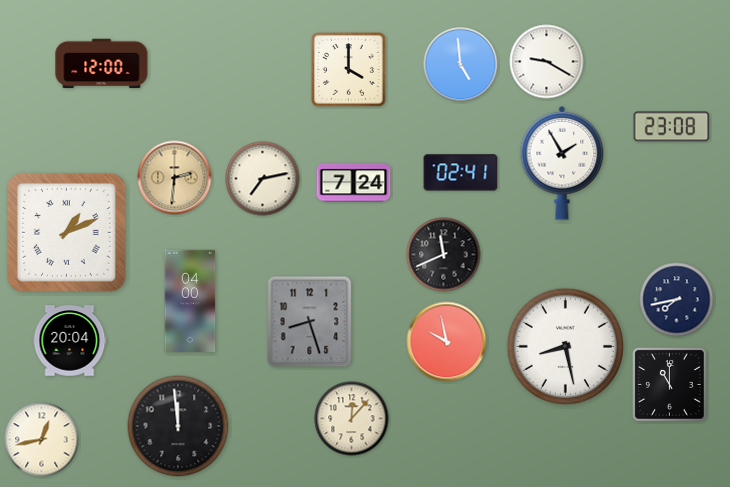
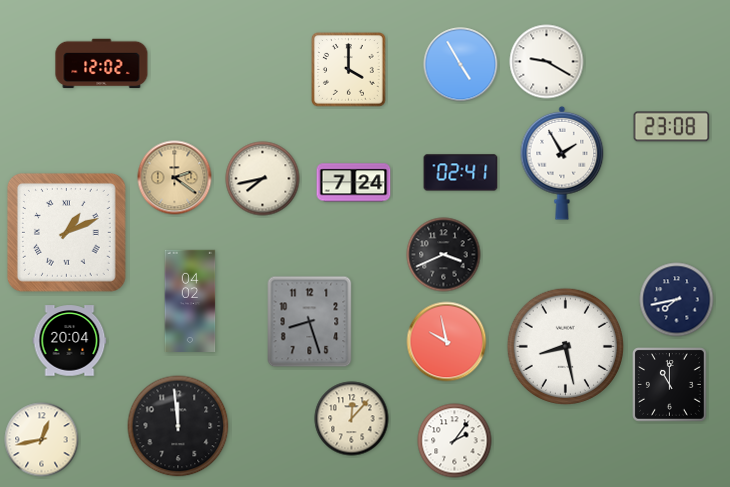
clock at (102, 64): 12:00 -> 12:02
clock at (461, 65): 4:59 -> 4:55
clock at (175, 178): 2:31 -> 2:21
clock at (263, 179): 7:13 -> 7:43
clock at (444, 255): 11:41 -> 3:41
clock at (190, 300): 04:00 -> 04:02
clock at (455, 441): none -> 2:06
